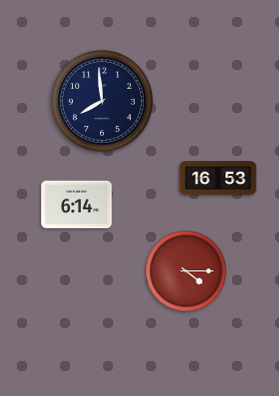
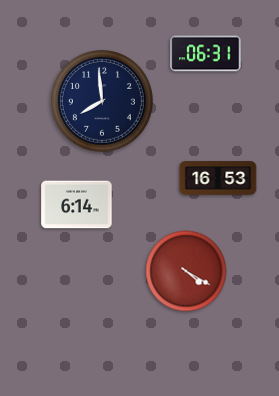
clock at (206, 54): none -> 06:31
clock at (186, 271): 4:15 -> 4:20
